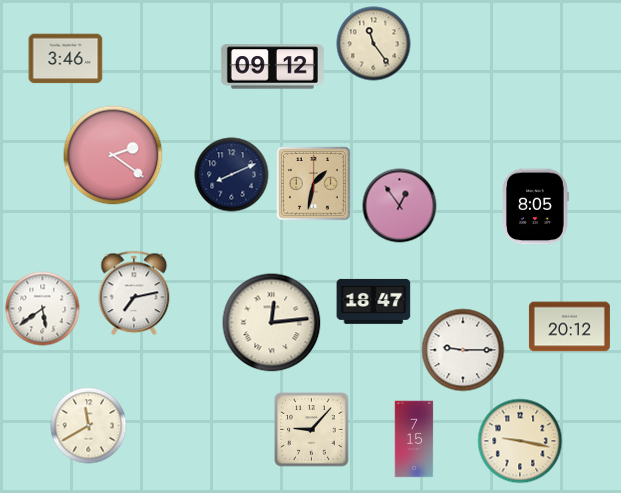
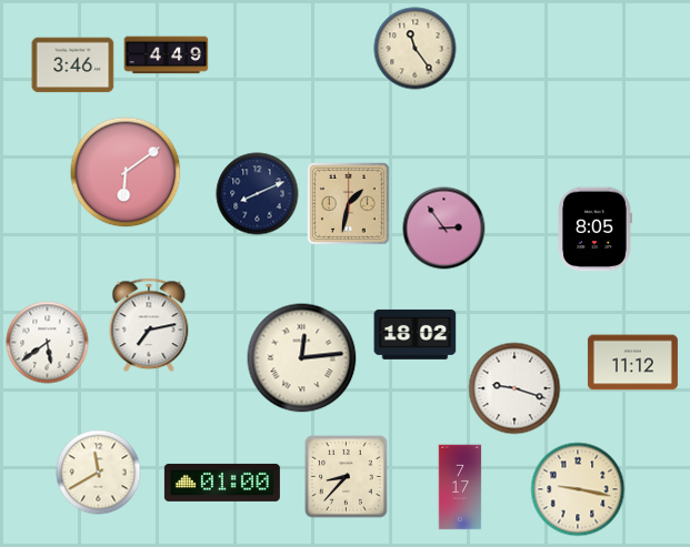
clock at (167, 55): none -> 4:49
clock at (272, 67): 09:12 -> none
clock at (113, 155): 2:21 -> 6:09
clock at (400, 206): 12:54 -> 2:54
clock at (374, 301): 18:47 -> 18:02
clock at (569, 327): 20:12 -> 11:12
clock at (463, 350): 9:15 -> 9:18
clock at (312, 430): 9:07 -> 8:37
clock at (222, 483): none -> 01:00
clock at (414, 439): 7:15 -> 7:17
